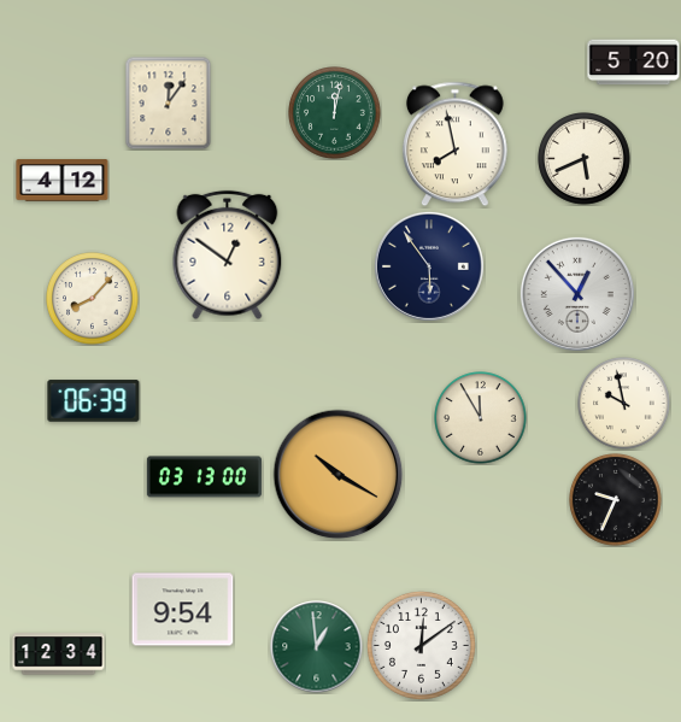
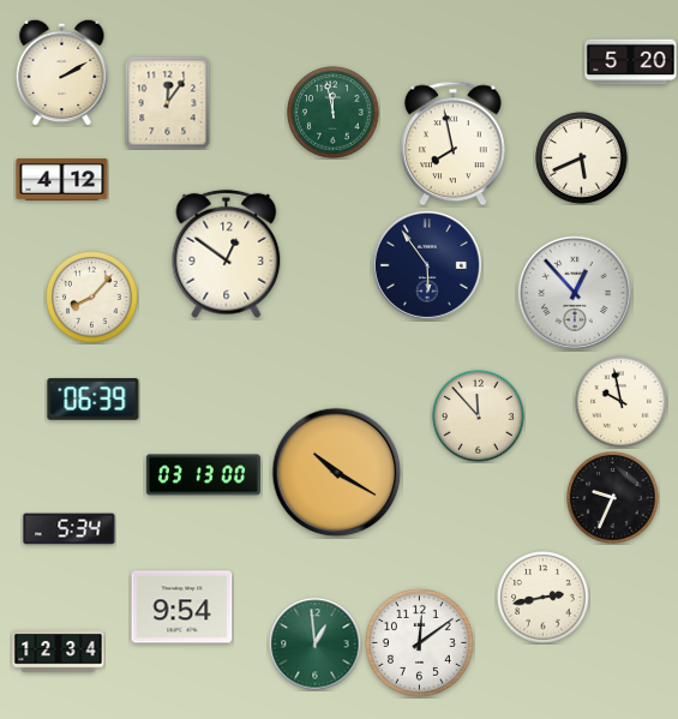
clock at (62, 72): none -> 2:10
clock at (335, 113): 12:02 -> 11:58
clock at (481, 418): 11:55 -> 11:53
clock at (70, 529): none -> 5:34
clock at (544, 598): none -> 2:43
